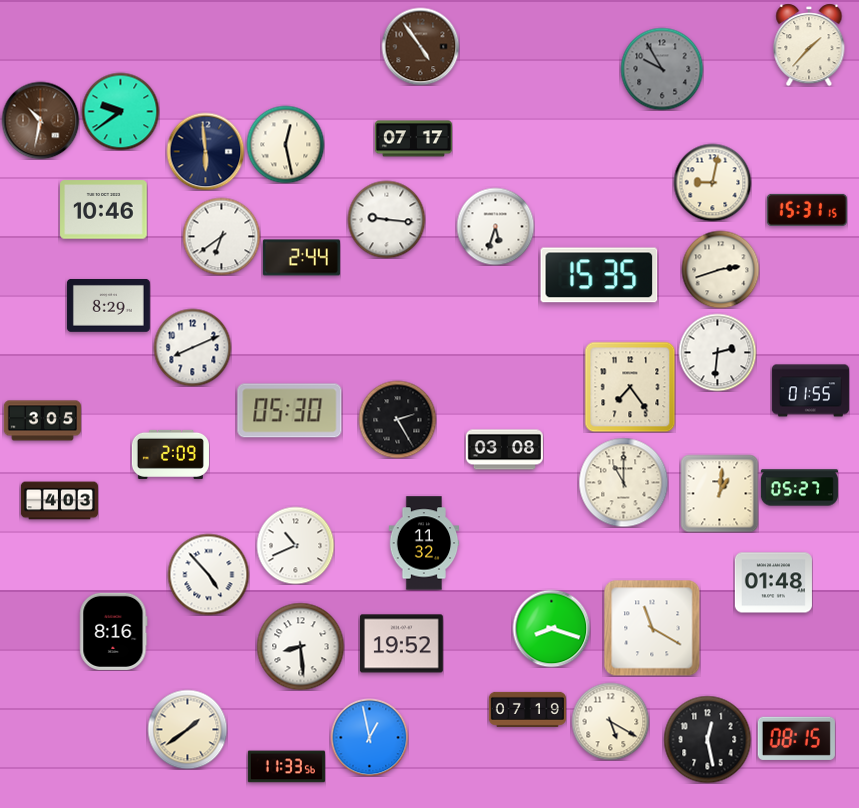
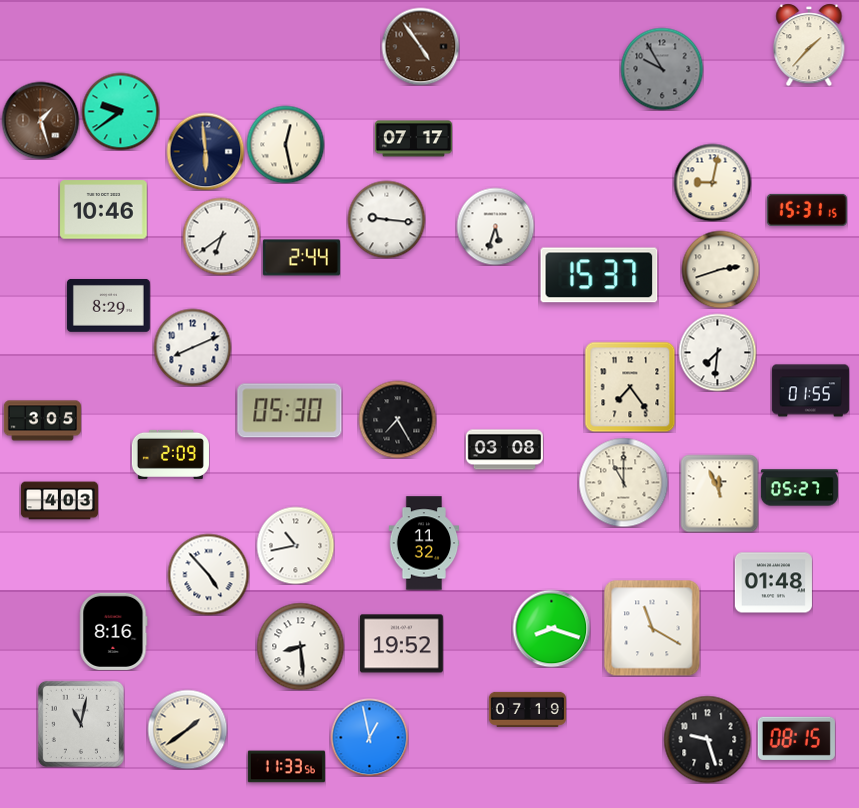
clock at (40, 120): 10:32 -> 1:27
clock at (599, 275): 15:35 -> 15:37
clock at (717, 352): 2:31 -> 7:31
clock at (397, 419): 2:25 -> 7:25
clock at (719, 493): 1:01 -> 11:56
clock at (295, 545): 10:41 -> 10:43
clock at (610, 721): 5:20 -> none
clock at (81, 724): none -> 11:02
clock at (707, 739): 12:28 -> 9:27
